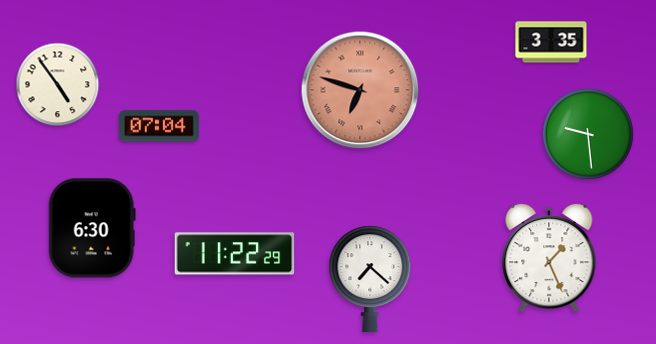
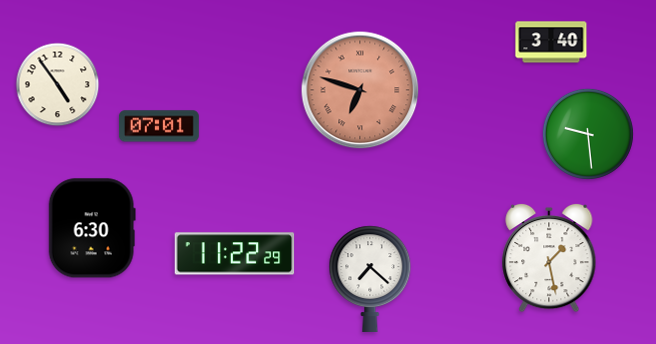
clock at (551, 42): 3:35 -> 3:40
clock at (159, 126): 07:04 -> 07:01
clock at (549, 258): 1:26 -> 1:28
